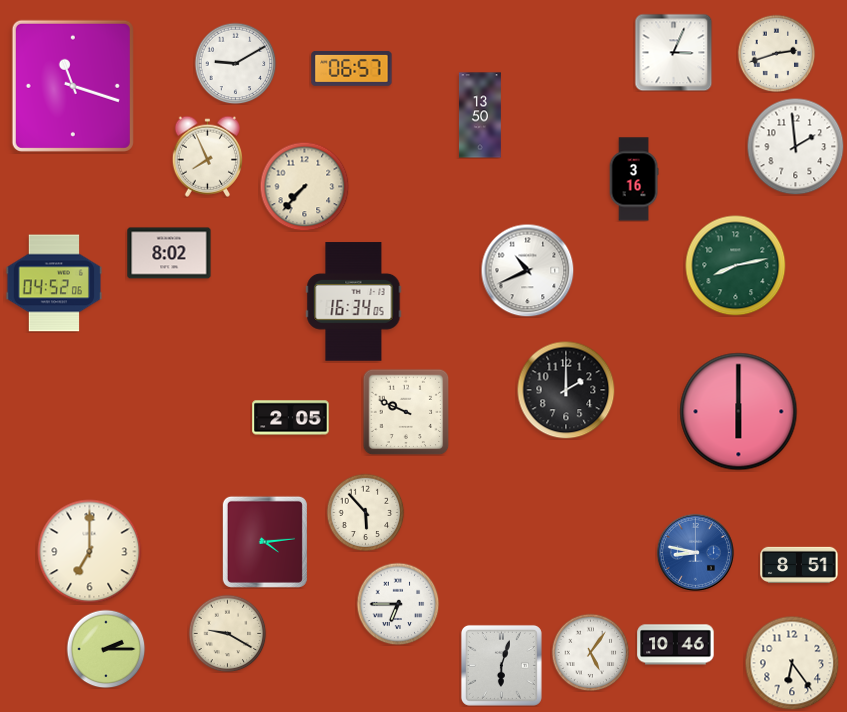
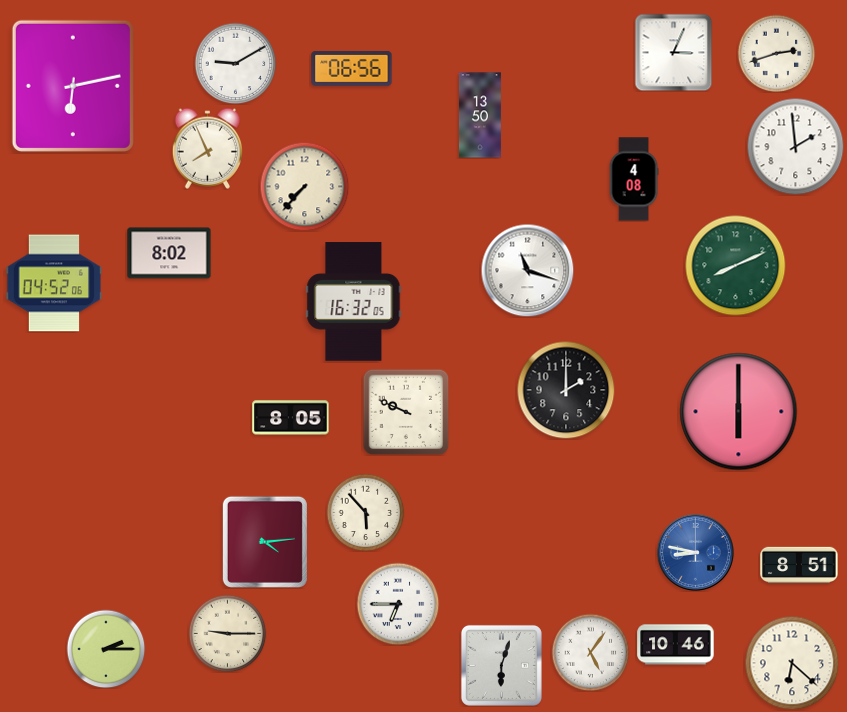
clock at (352, 68): 06:57 -> 06:56
clock at (73, 86): 11:18 -> 6:13
clock at (207, 156) position: (207, 156) -> (207, 148)
clock at (634, 179): 3:16 -> 4:08
clock at (736, 266): 8:13 -> 8:11
clock at (527, 270): 10:41 -> 11:18
clock at (354, 302): 16:34 -> 16:32
clock at (291, 418): 2:05 -> 8:05
clock at (90, 552): 7:00 -> none
clock at (227, 633): 9:20 -> 9:15
clock at (792, 663): 6:24 -> 6:22
